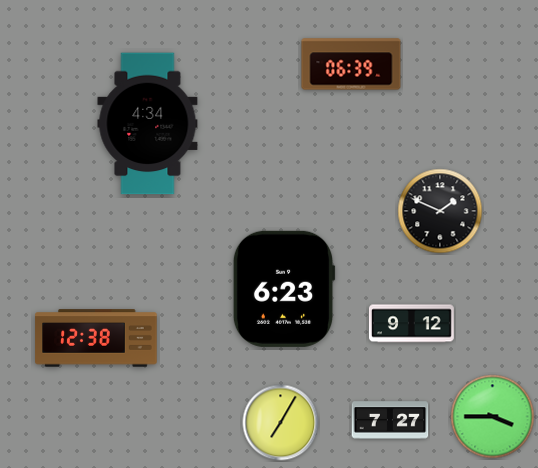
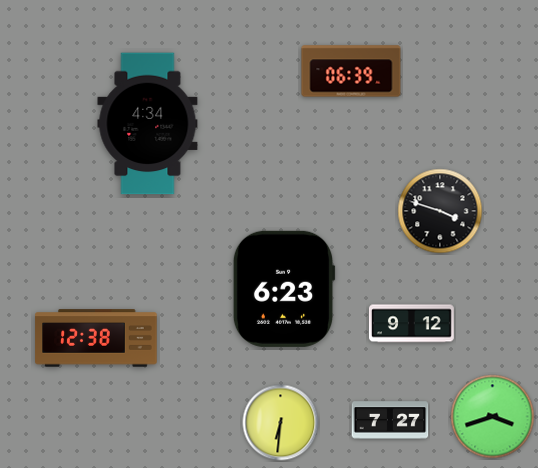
clock at (351, 64) position: (351, 64) -> (351, 71)
clock at (440, 211): 1:49 -> 3:48
clock at (493, 417): 3:45 -> 3:42
clock at (281, 423): 7:05 -> 6:31
